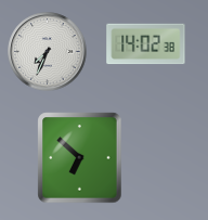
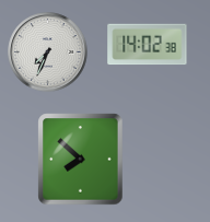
clock at (80, 158): 6:52 -> 7:52
